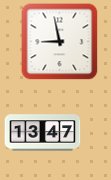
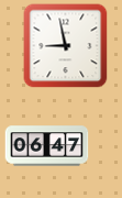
clock at (43, 133): 13:47 -> 06:47
